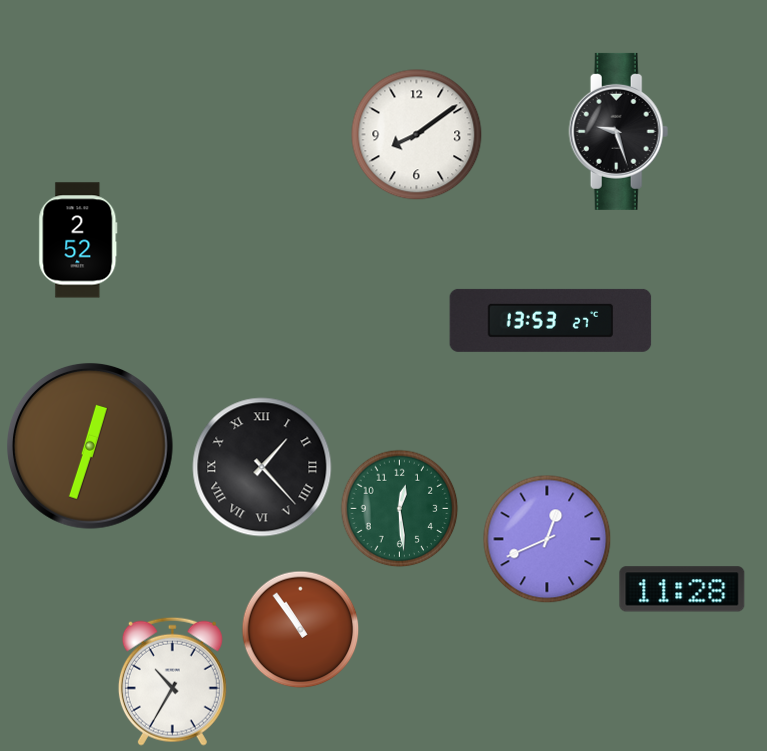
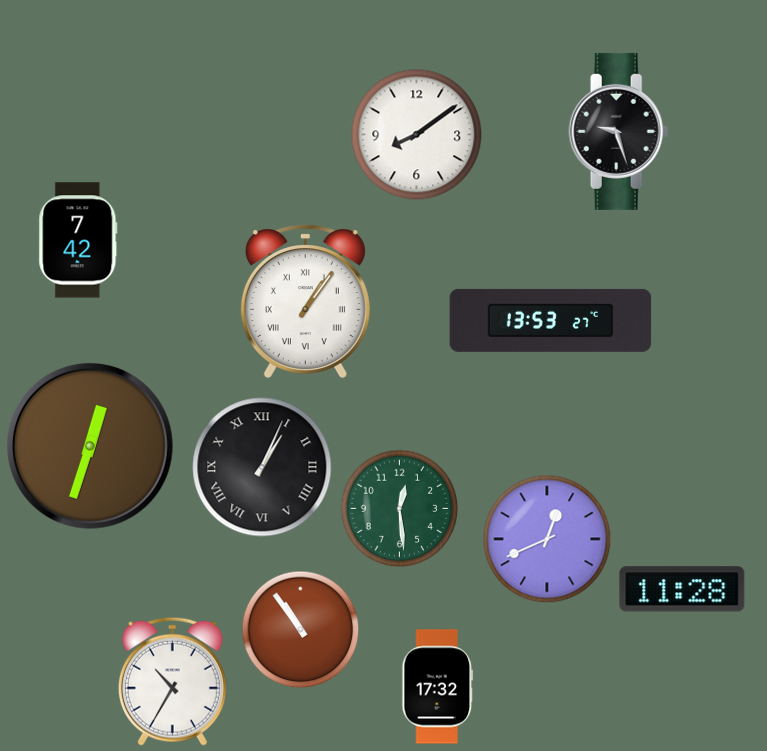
clock at (78, 240): 2:52 -> 7:42
clock at (305, 301): none -> 1:06
clock at (262, 467): 1:23 -> 1:04
clock at (438, 687): none -> 17:32
